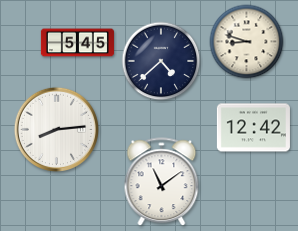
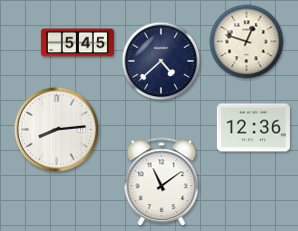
clock at (247, 42): 8:48 -> 12:48
clock at (253, 128): 12:42 -> 12:36
